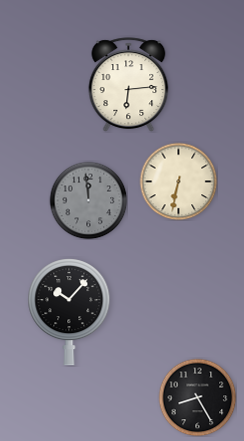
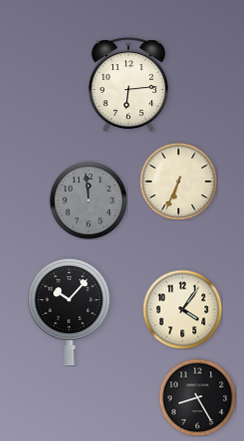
clock at (178, 181): 6:32 -> 6:34
clock at (182, 309): none -> 4:06
